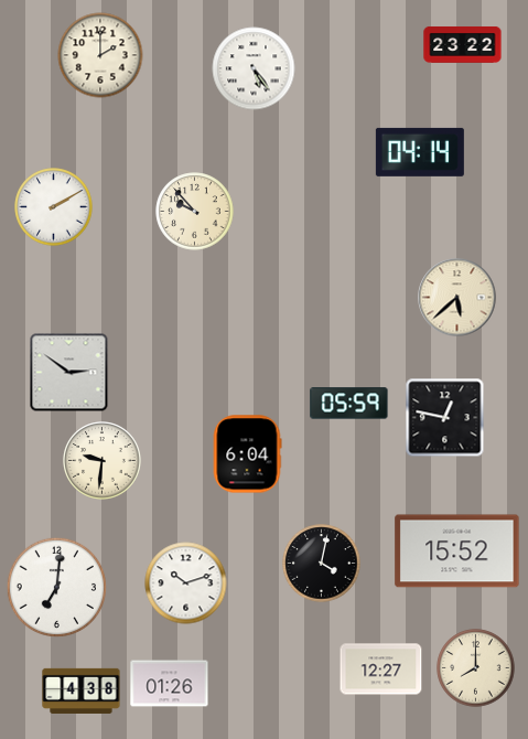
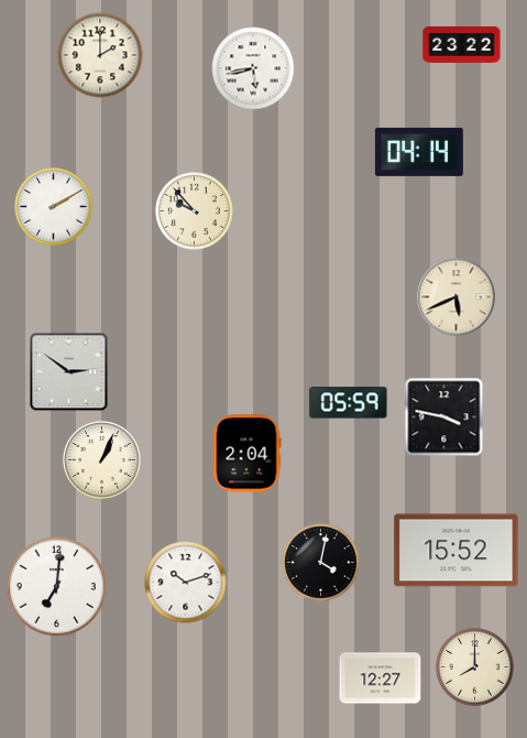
clock at (254, 68): 5:24 -> 5:43
clock at (457, 298): 5:38 -> 5:41
clock at (445, 418): 12:47 -> 3:47
clock at (247, 454): 6:04 -> 2:04
clock at (103, 461): 9:31 -> 1:04
clock at (381, 670) position: (381, 670) -> (381, 679)
clock at (170, 684): 01:26 -> none
clock at (82, 690): 4:38 -> none
